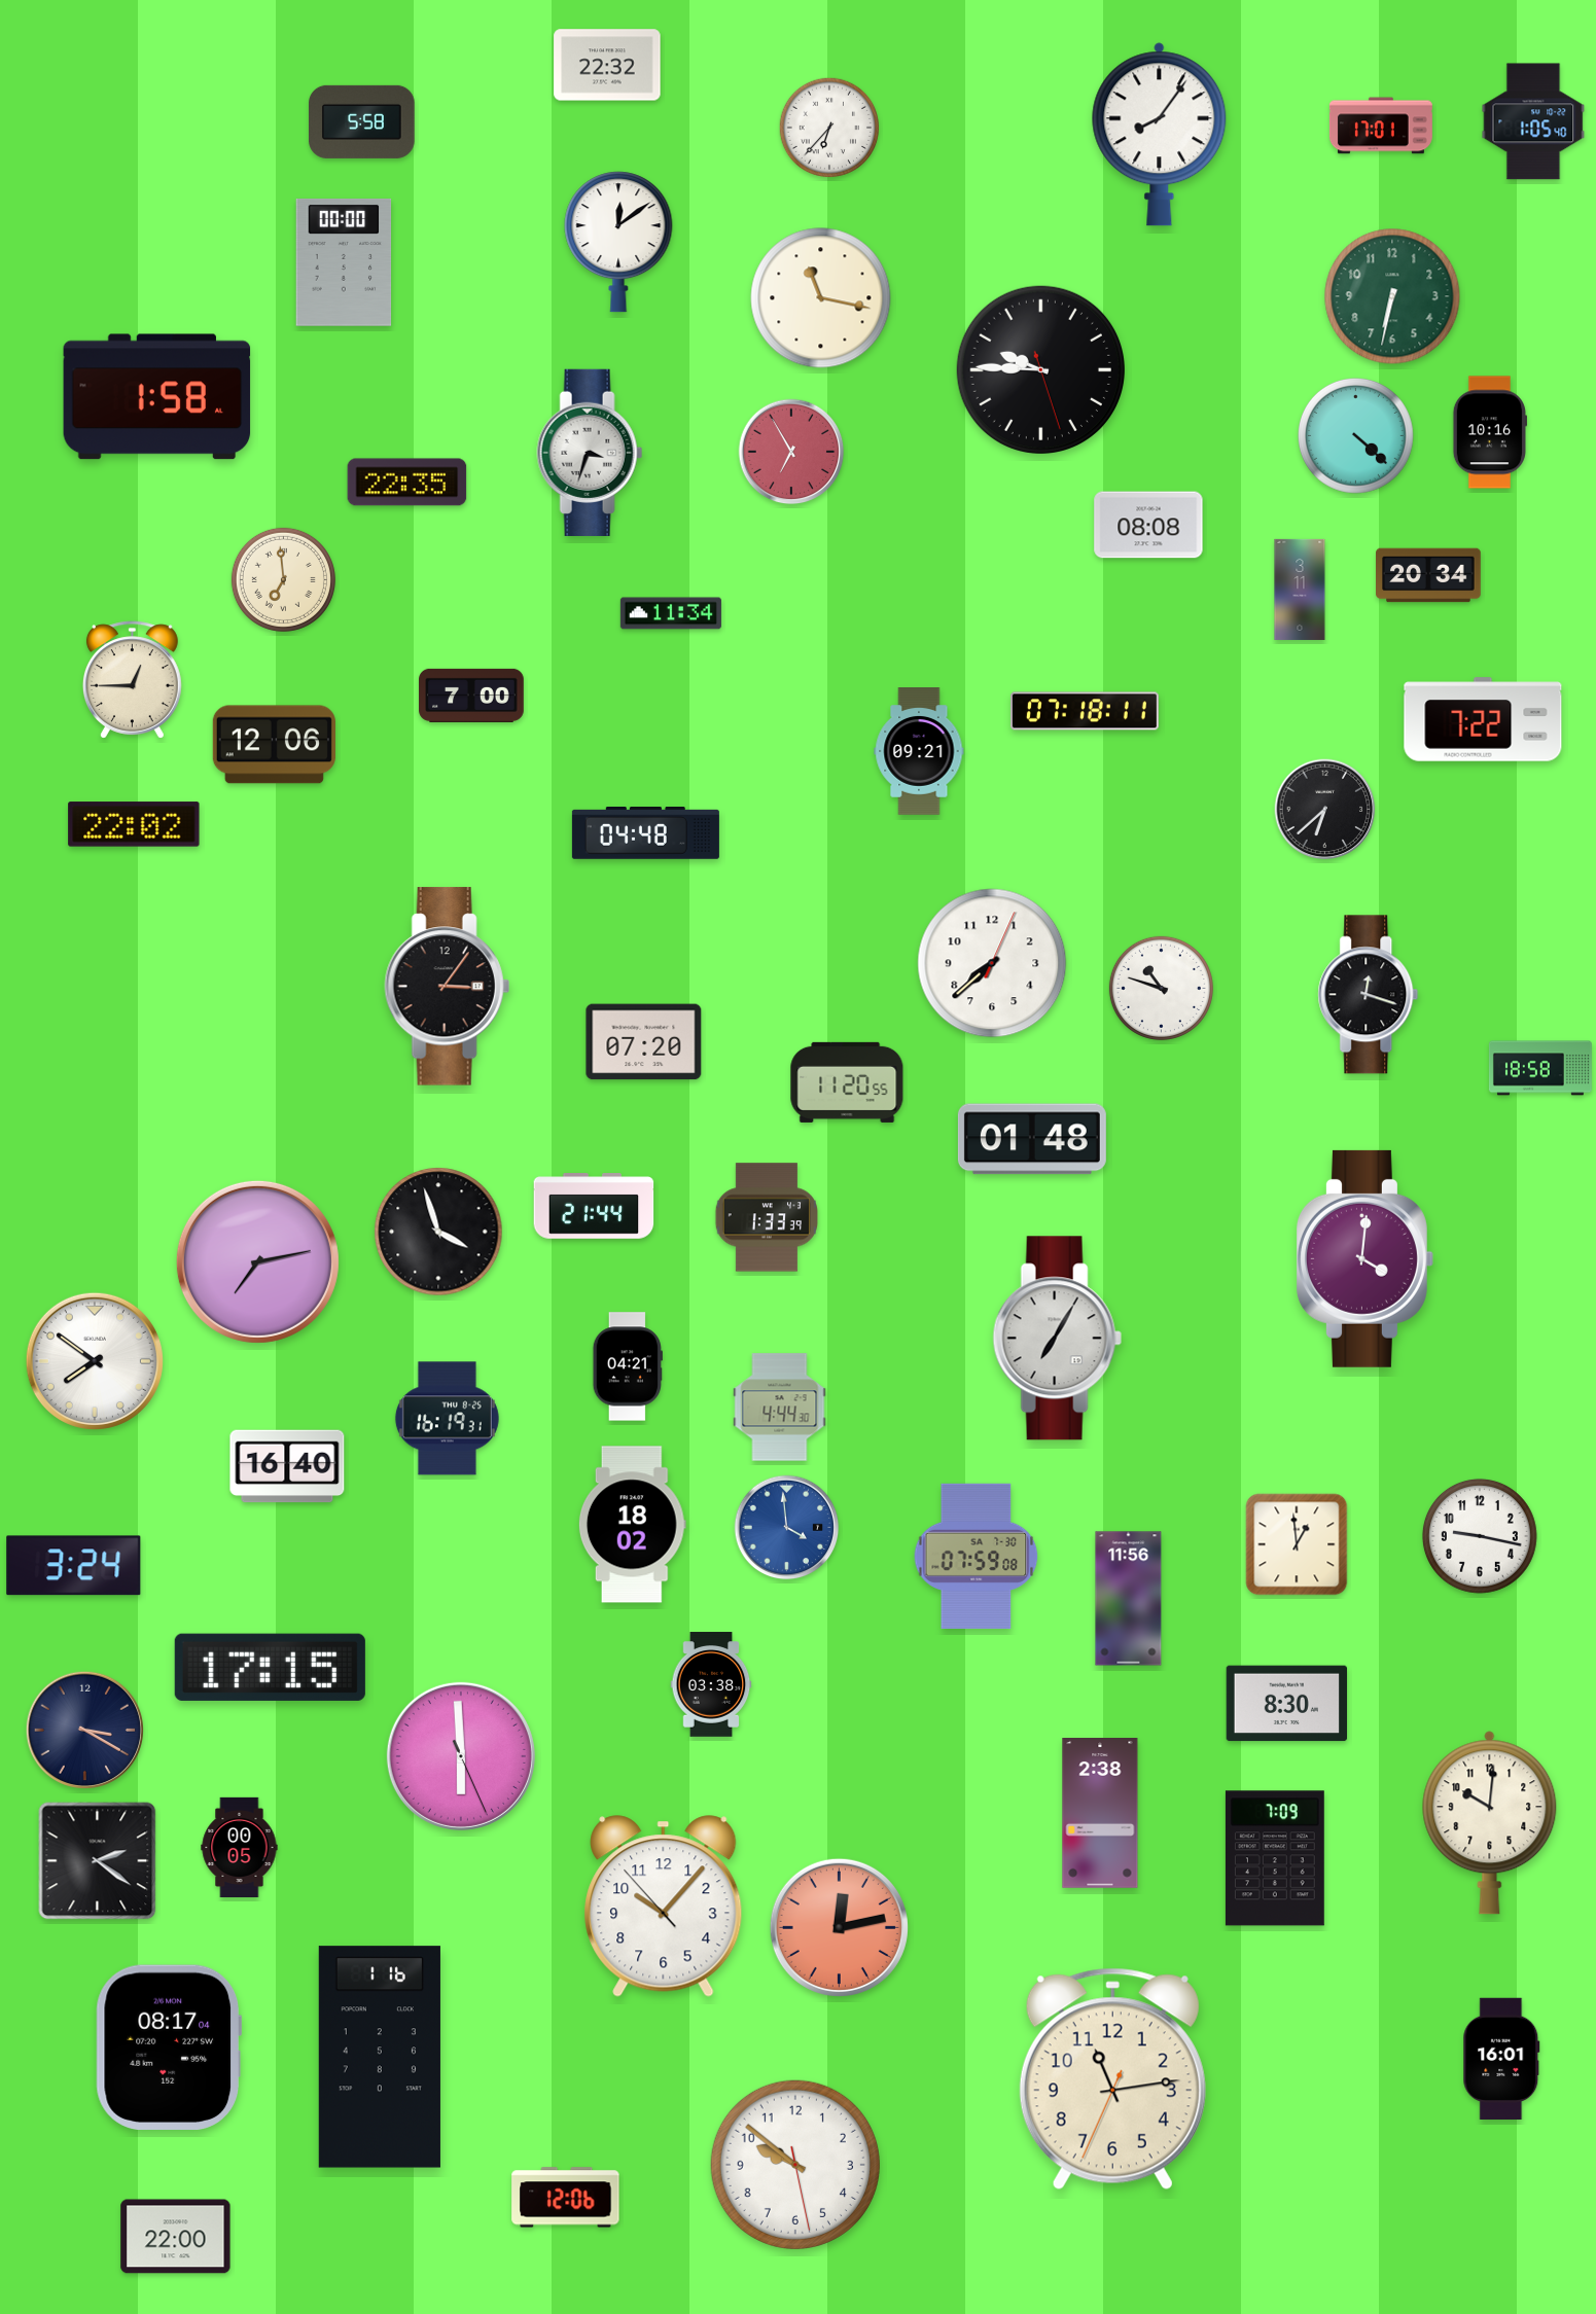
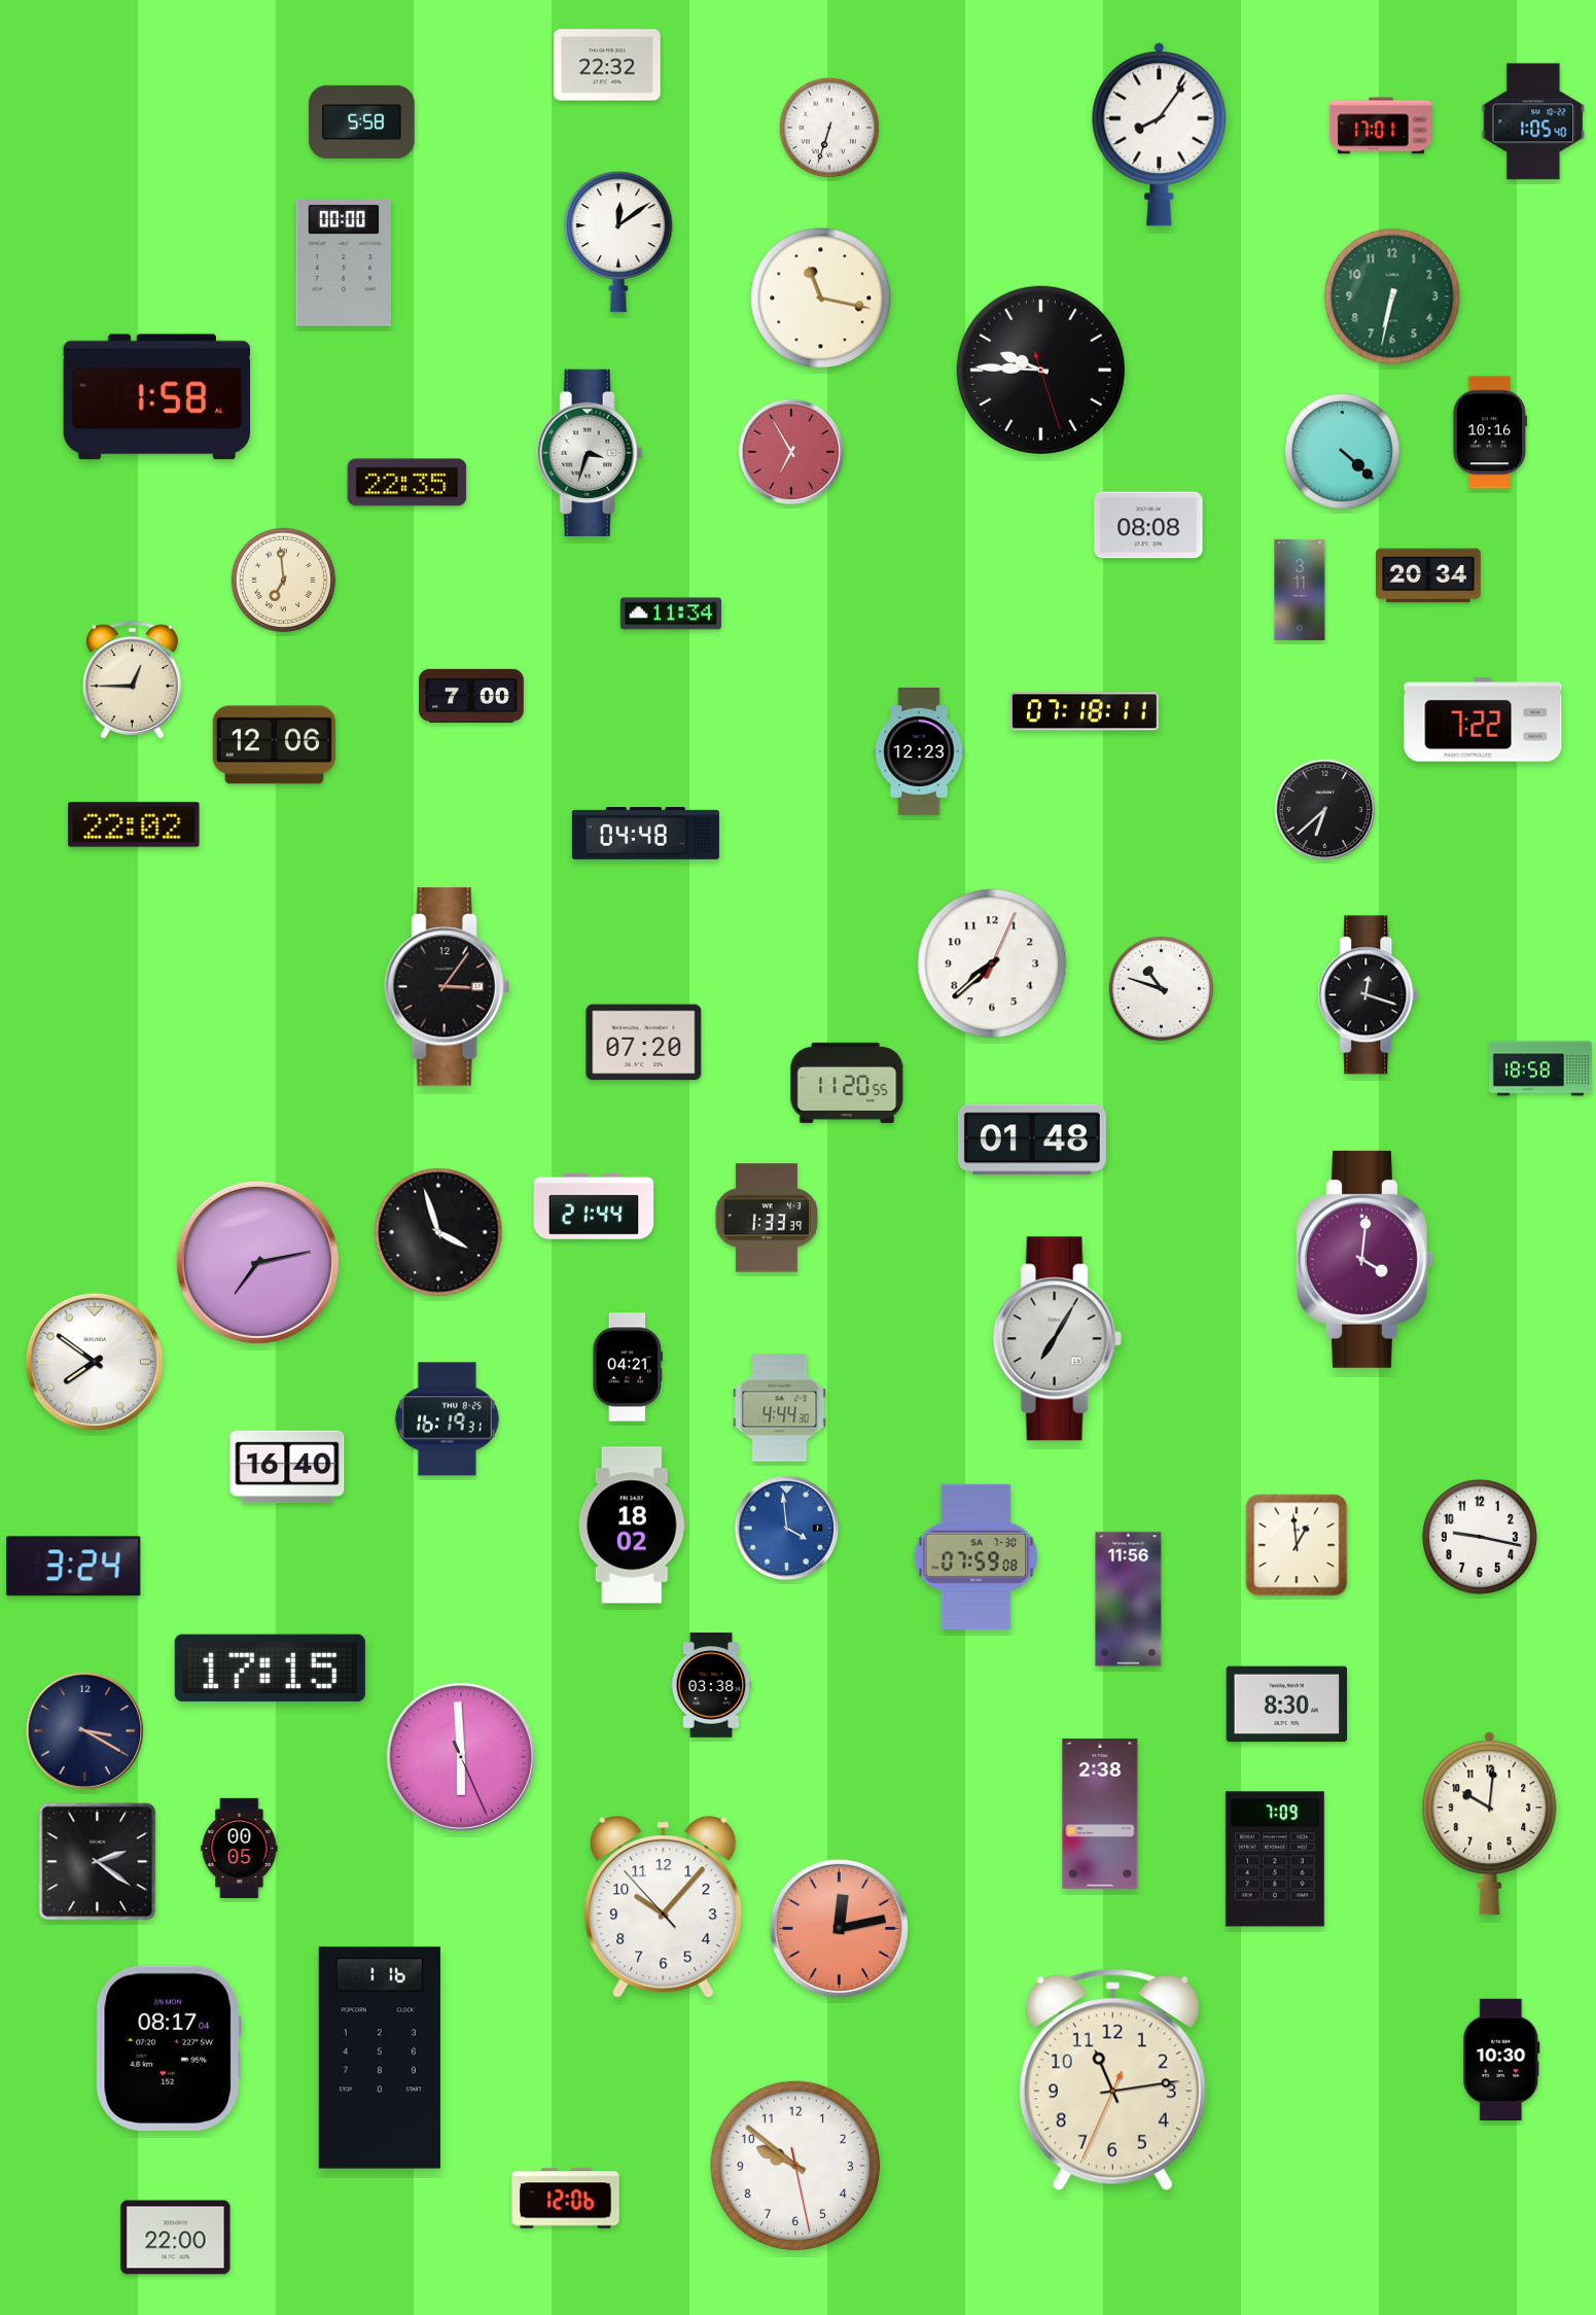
clock at (828, 127): 6:37 -> 6:33
clock at (1356, 436) position: (1356, 436) -> (1343, 452)
clock at (919, 751): 09:21 -> 12:23
clock at (1501, 2058): 16:01 -> 10:30
